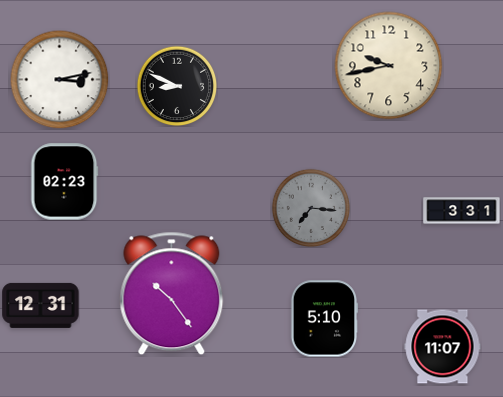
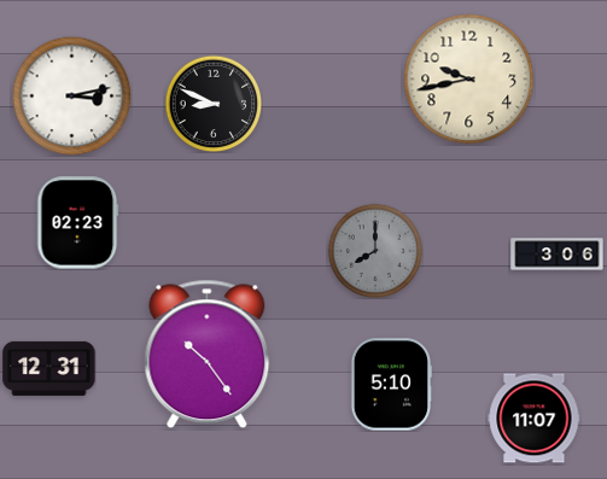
clock at (64, 182) position: (64, 182) -> (77, 223)
clock at (311, 208): 7:16 -> 8:00
clock at (462, 211): 3:31 -> 3:06
